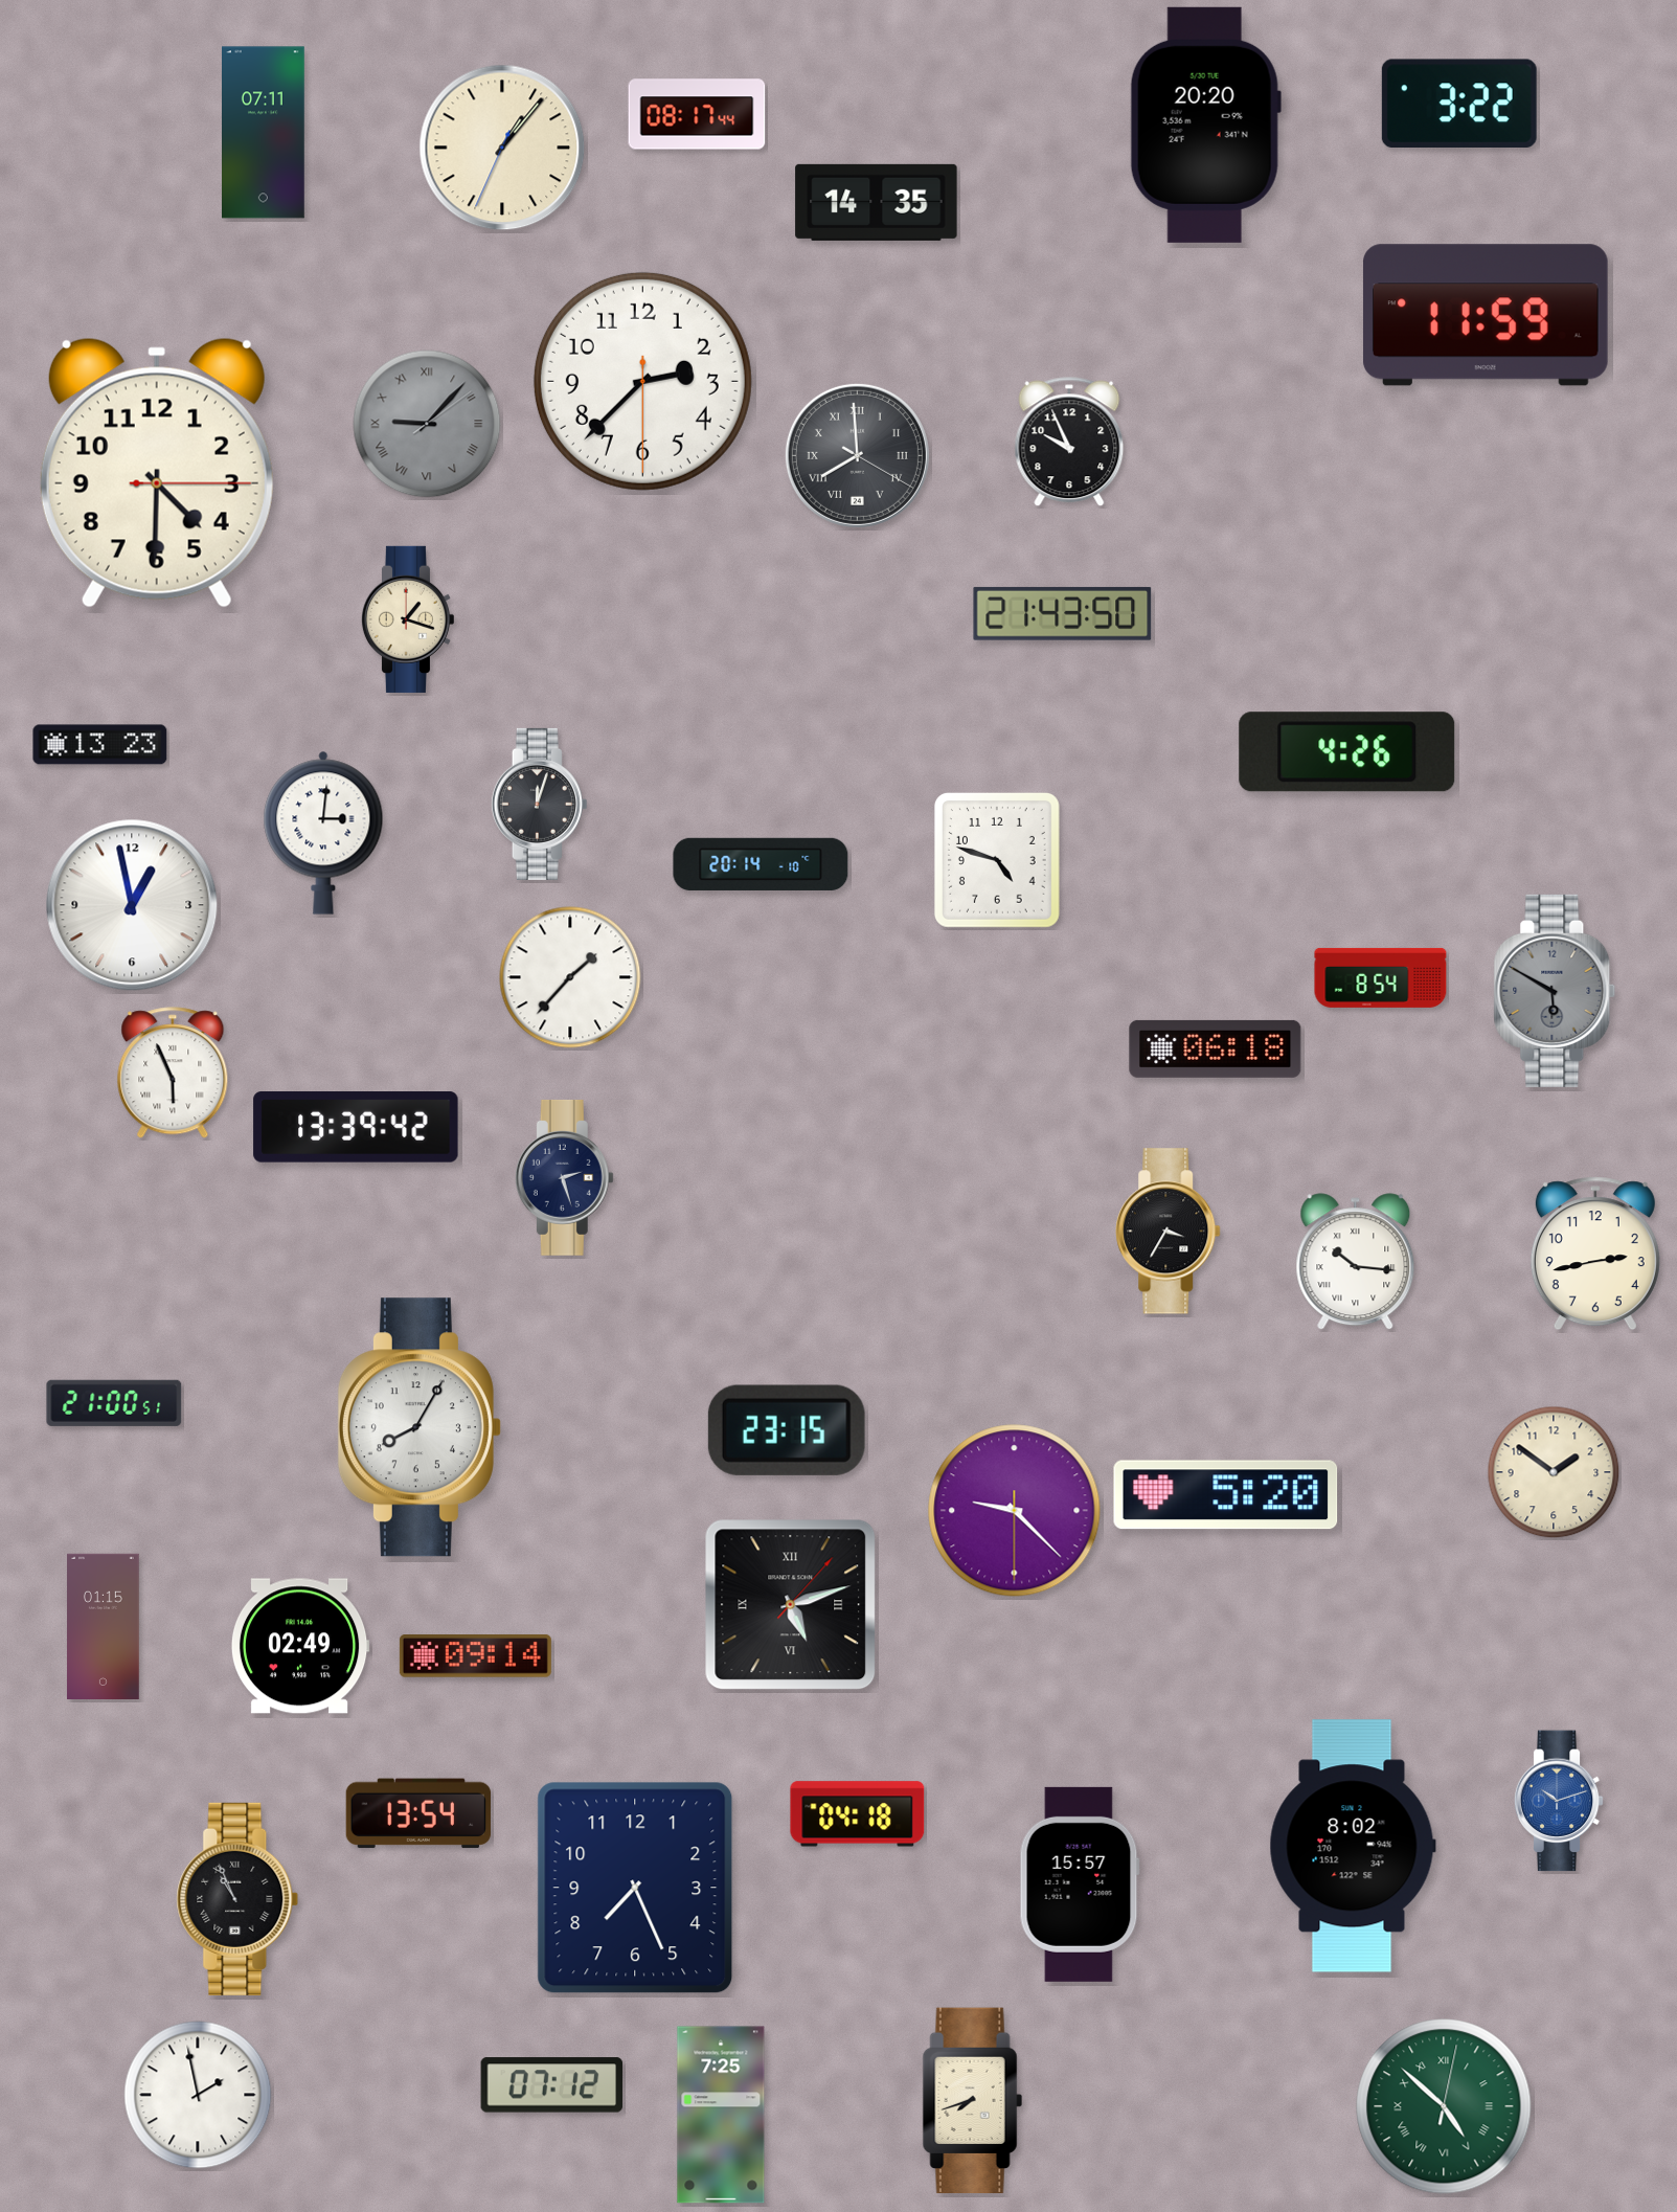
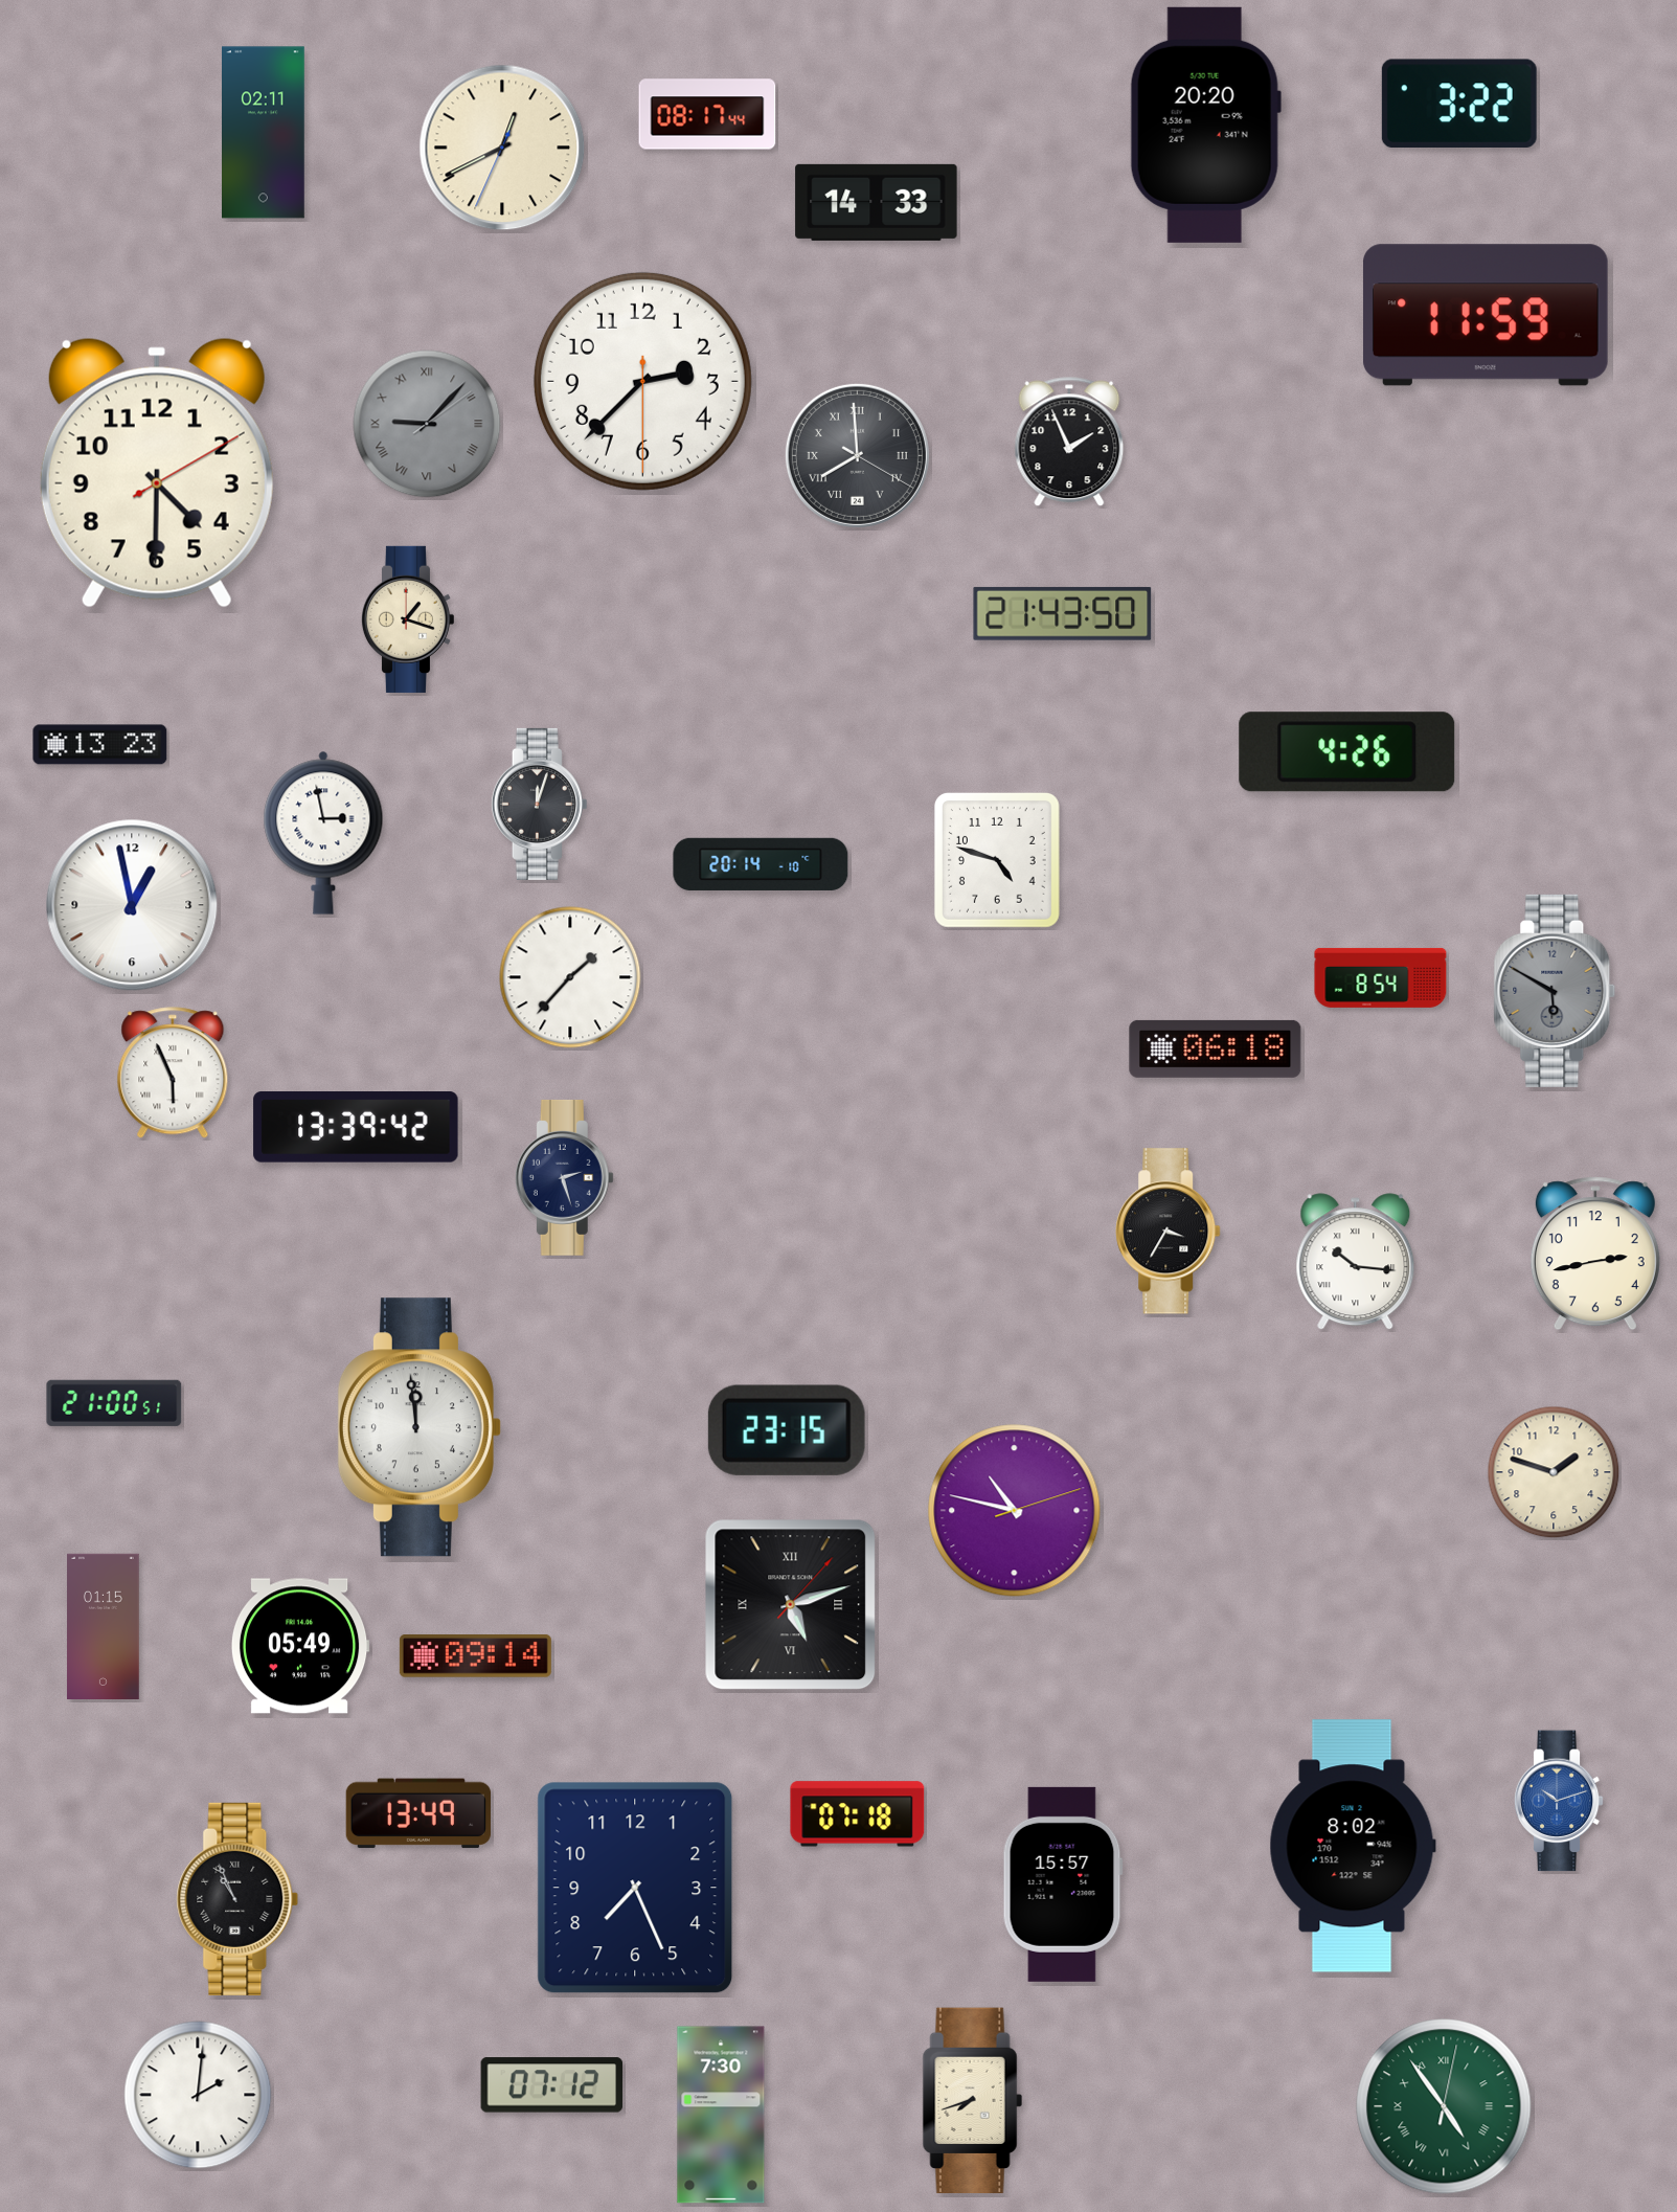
clock at (697, 114) position: (697, 114) -> (707, 114)
clock at (264, 133): 07:11 -> 02:11
clock at (502, 148): 1:06 -> 12:40
clock at (877, 202): 14:35 -> 14:33
clock at (1069, 442): 9:56 -> 1:56
clock at (157, 473): 4:30:15 -> 4:30:10
clock at (323, 833): 3:01 -> 2:58
clock at (420, 1427): 8:05 -> 11:59
clock at (1554, 1472): 1:51 -> 1:48
clock at (1226, 1495): 5:20 -> none
clock at (1015, 1511): 9:22 -> 10:47
clock at (300, 1646): 02:49 -> 05:49
clock at (418, 1813): 13:54 -> 13:49
clock at (858, 1814): 04:18 -> 07:18
clock at (1080, 1884) position: (1080, 1884) -> (1063, 1884)
clock at (198, 2095): 1:58 -> 2:01
clock at (1444, 2106): 4:52 -> 4:54
clock at (721, 2115): 7:25 -> 7:30
